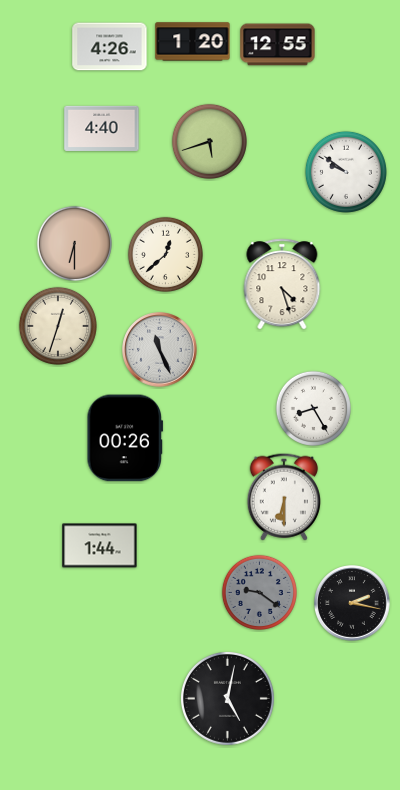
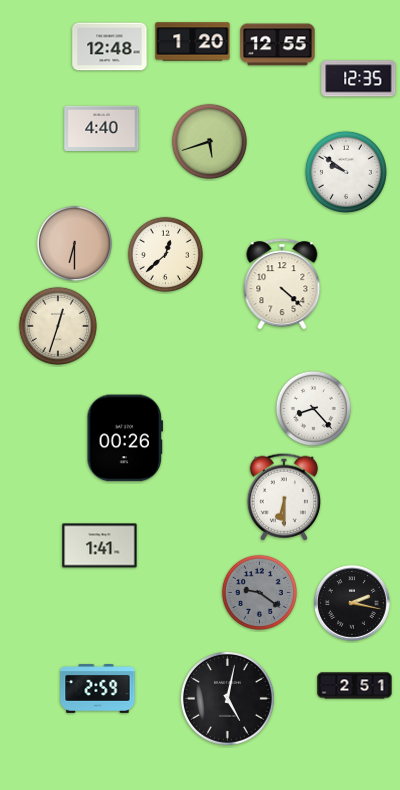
clock at (110, 47): 4:26 -> 12:48
clock at (359, 79): none -> 12:35
clock at (282, 284): 4:27 -> 4:22
clock at (160, 350): 11:26 -> none
clock at (313, 408): 8:25 -> 8:23
clock at (100, 546): 1:44 -> 1:41
clock at (355, 686): none -> 2:51
clock at (98, 689): none -> 2:59
